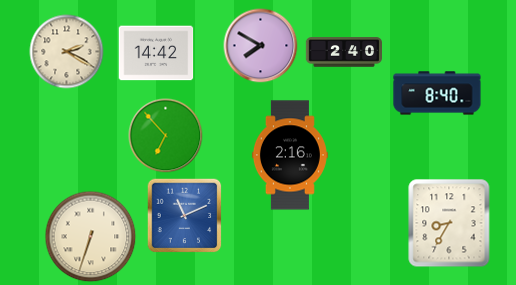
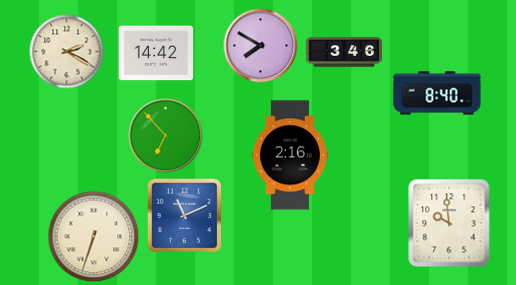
clock at (343, 52): 2:40 -> 3:46
clock at (449, 223): 8:35 -> 9:59
clock at (91, 237) position: (91, 237) -> (94, 237)
